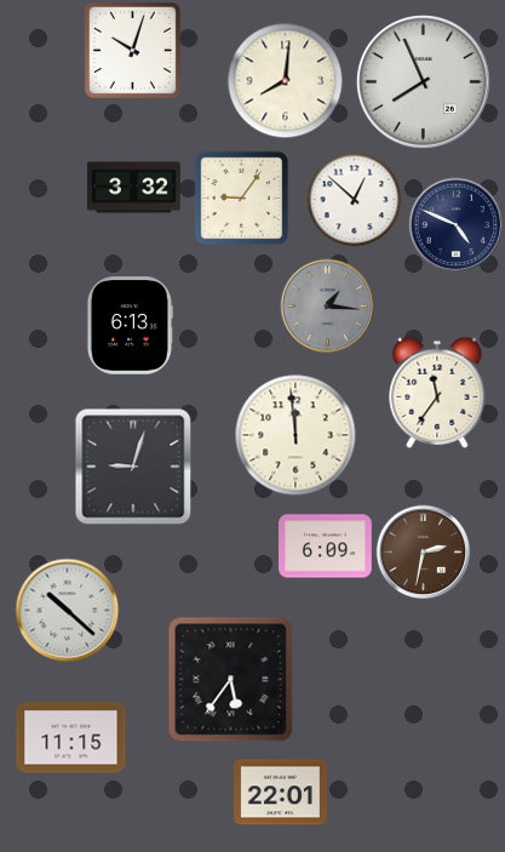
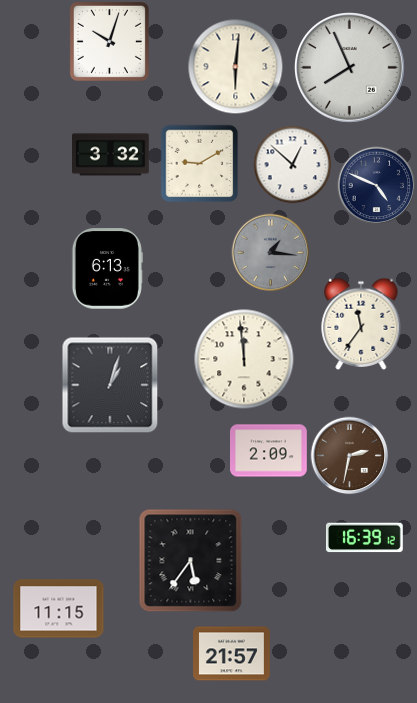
clock at (285, 80): 8:01 -> 6:01
clock at (241, 198): 9:06 -> 9:10
clock at (133, 467): 9:03 -> 1:03
clock at (326, 547): 6:09 -> 2:09
clock at (67, 610): 10:22 -> none
clock at (364, 538): none -> 16:39
clock at (281, 793): 22:01 -> 21:57
